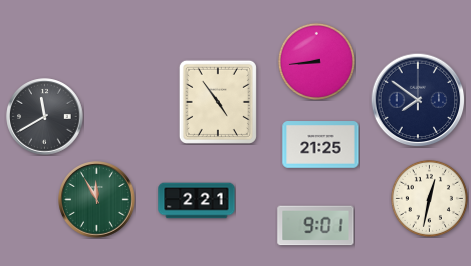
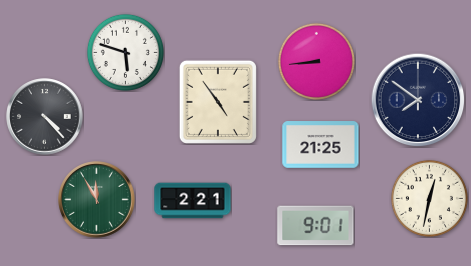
clock at (125, 52): none -> 5:48
clock at (45, 117): 11:40 -> 4:23
clock at (197, 201) position: (197, 201) -> (193, 201)
